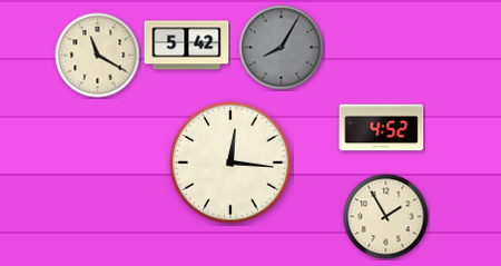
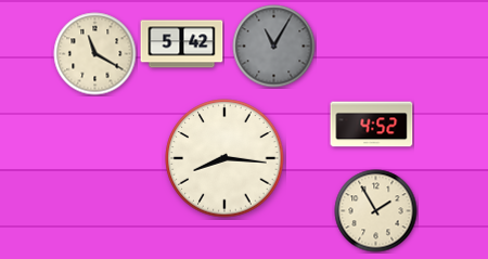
clock at (282, 48): 8:05 -> 11:05
clock at (230, 162): 12:16 -> 8:16
